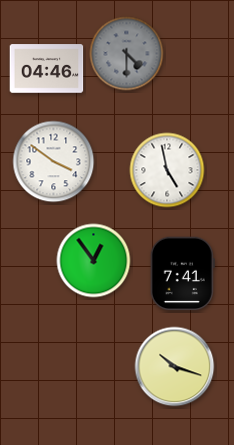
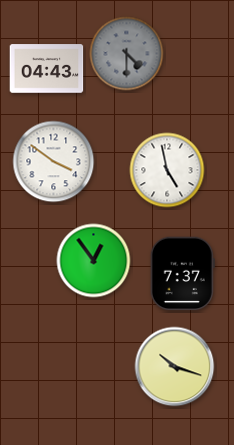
clock at (47, 69): 04:46 -> 04:43
clock at (182, 274): 7:41 -> 7:37
